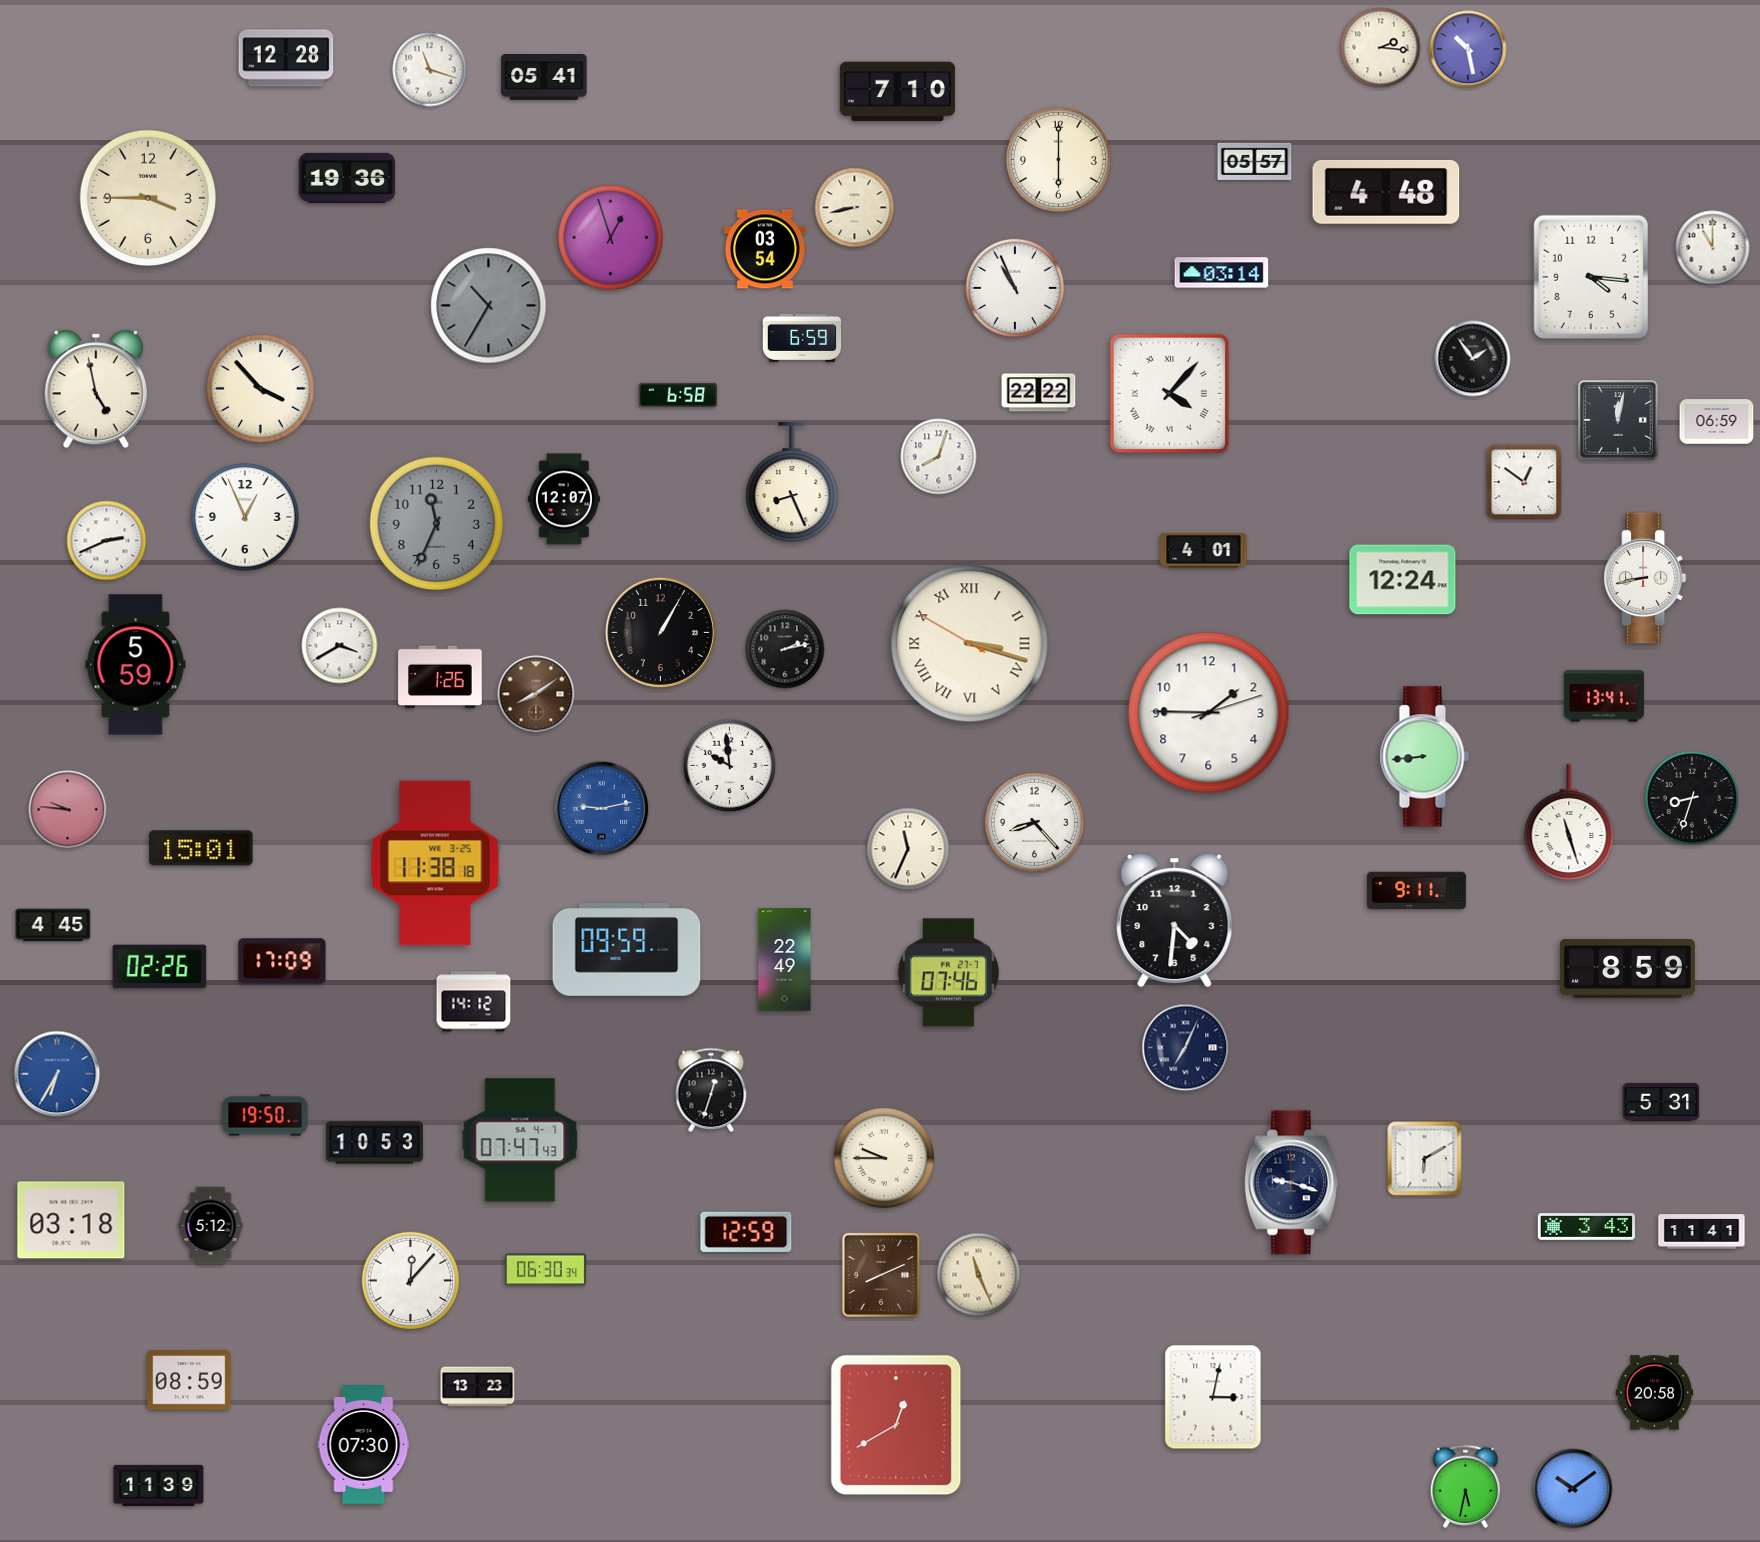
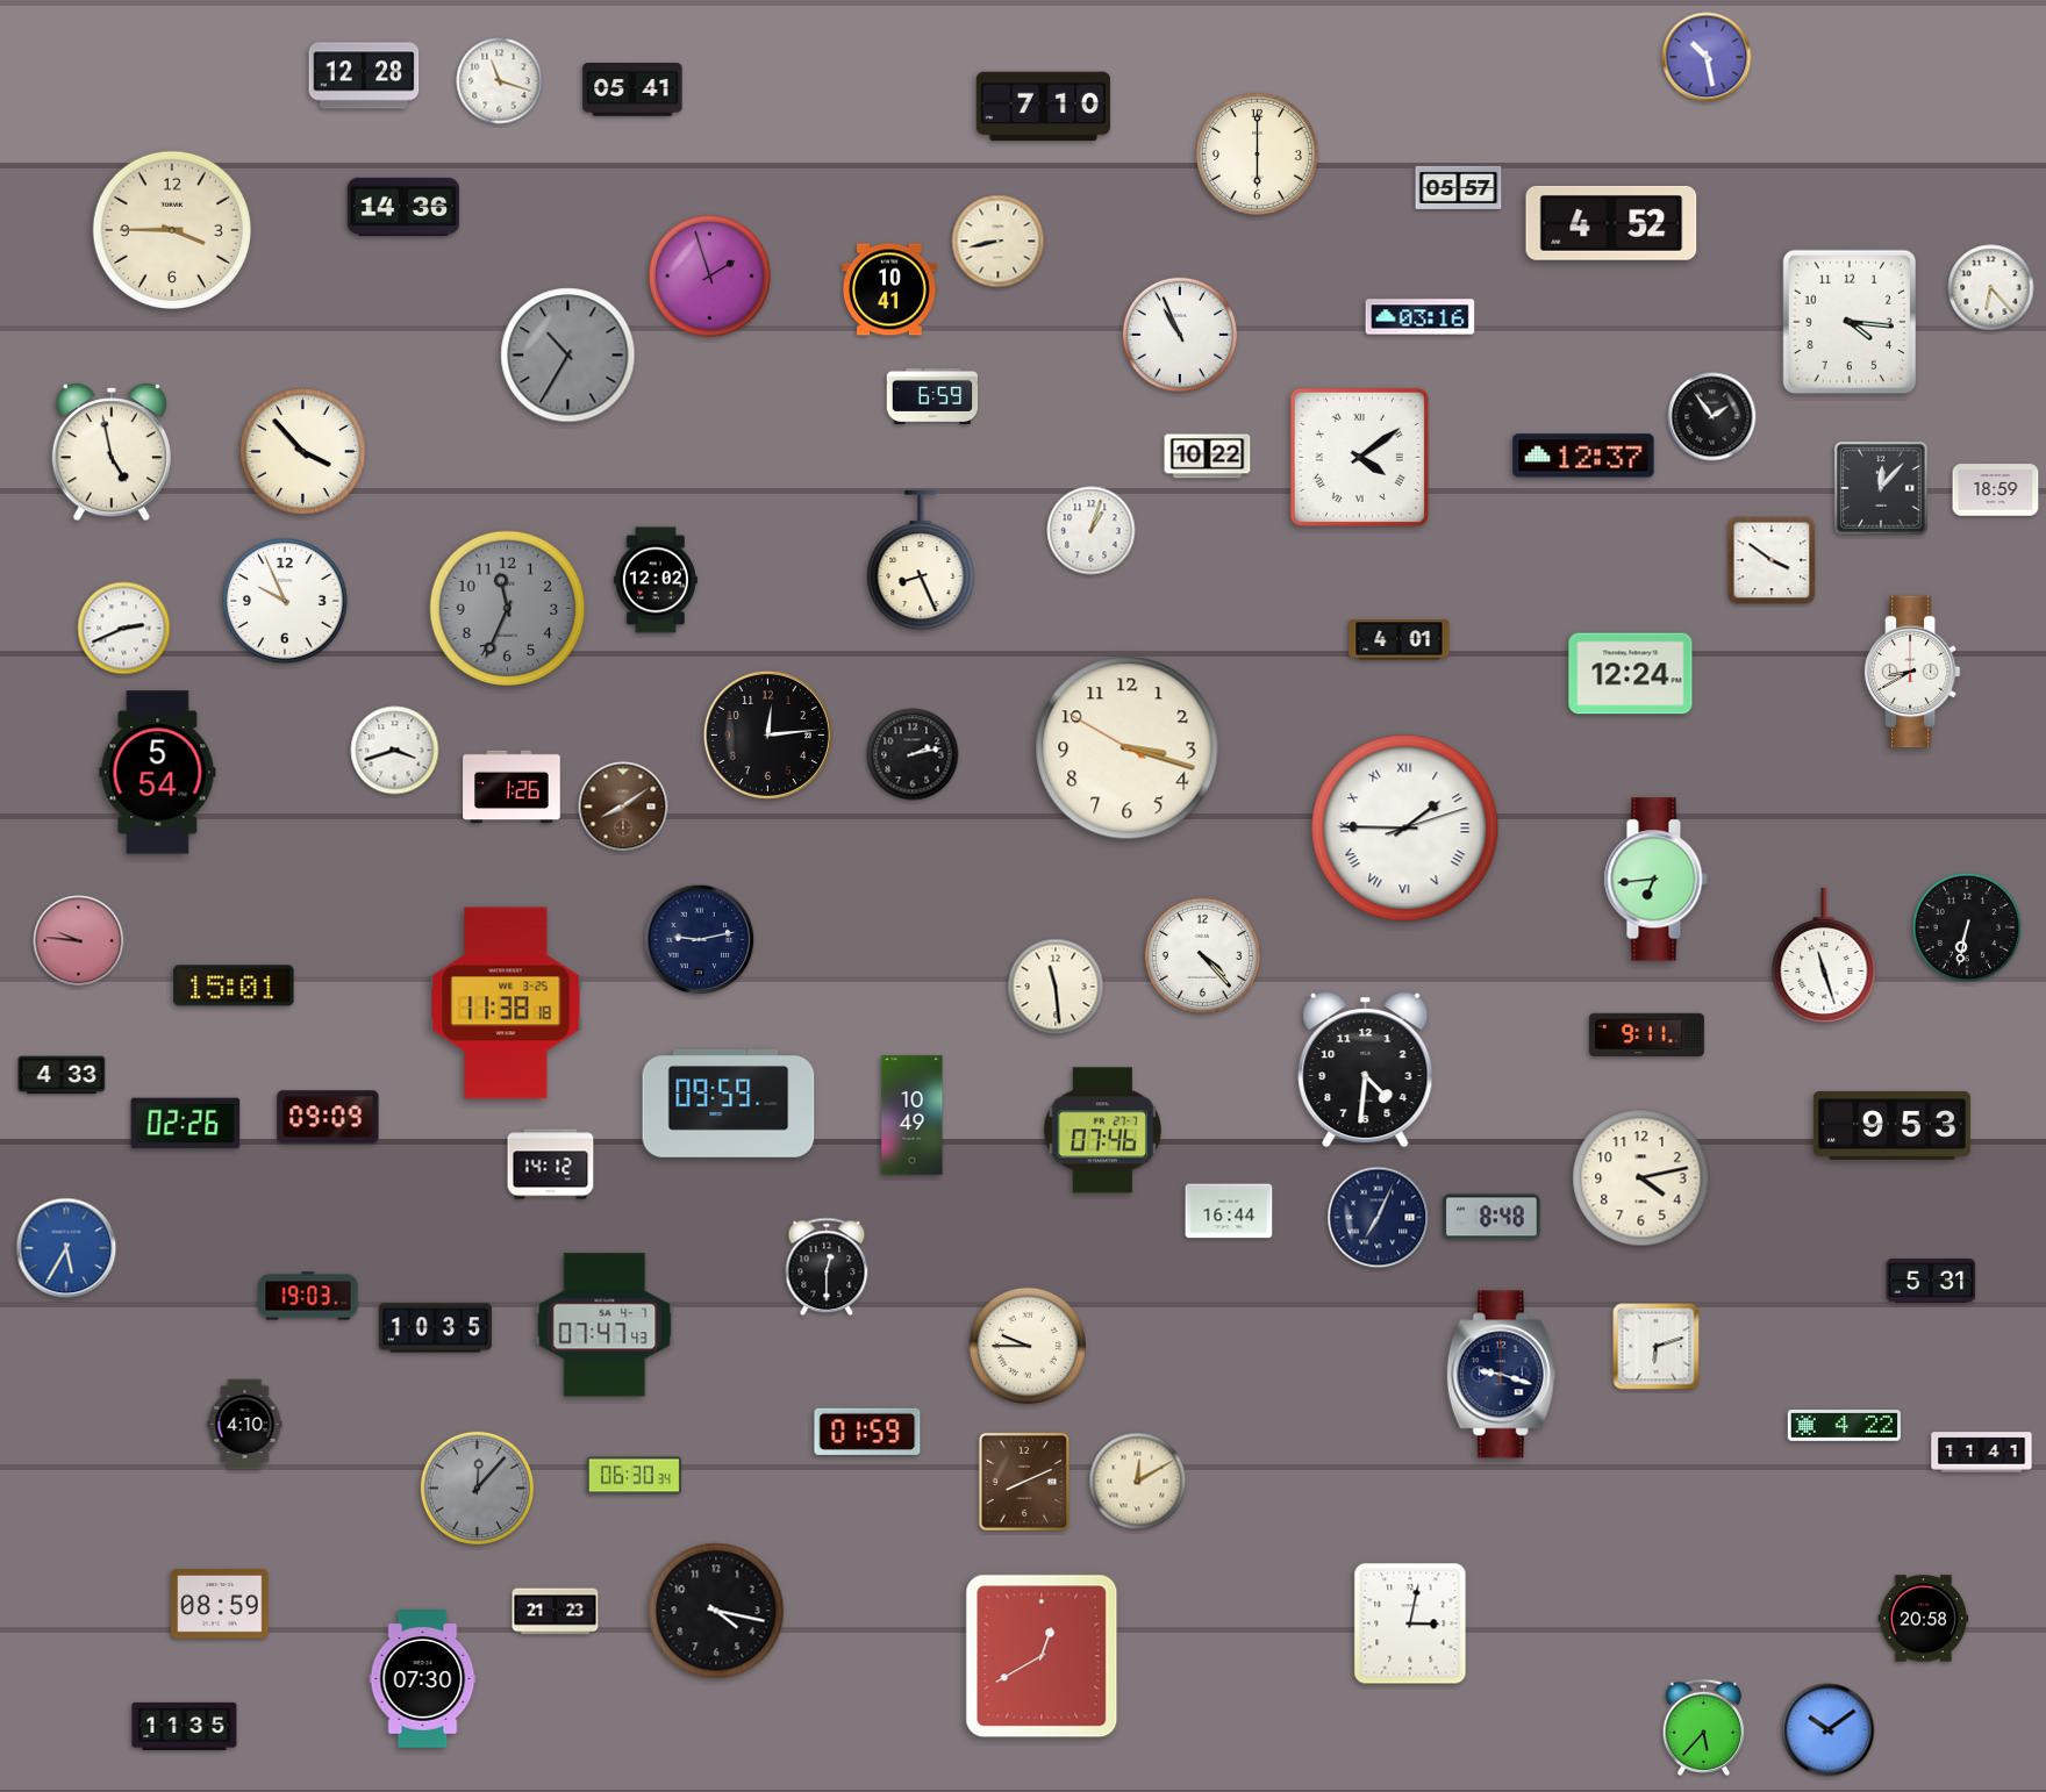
clock at (1381, 48): 2:16 -> none
clock at (286, 58) position: (286, 58) -> (364, 76)
clock at (1058, 159) position: (1058, 159) -> (1257, 153)
clock at (347, 178): 19:36 -> 14:36
clock at (1386, 192): 4:48 -> 4:52
clock at (855, 208) position: (855, 208) -> (999, 242)
clock at (610, 237): 12:57 -> 1:57
clock at (1713, 248): 11:00 -> 6:23
clock at (765, 249): 03:54 -> 10:41
clock at (1222, 273): 03:14 -> 03:16
clock at (802, 338) position: (802, 338) -> (932, 396)
clock at (1583, 456): none -> 12:37
clock at (1039, 393): 22:22 -> 10:22
clock at (1169, 393): 4:07 -> 4:09
clock at (678, 394): 6:58 -> none
clock at (1618, 420): 12:02 -> 12:07
clock at (1717, 422): 06:59 -> 18:59
clock at (939, 457): 8:03 -> 1:03
clock at (1524, 482): 12:51 -> 3:51
clock at (564, 499): 12:07 -> 12:02
clock at (245, 517): 12:56 -> 9:56
clock at (1645, 578): 8:43 -> 8:40
clock at (660, 632): 1:05 -> 12:14
clock at (970, 644) numerals: Roman -> Arabic
clock at (340, 646): 3:40 -> 3:42
clock at (136, 665): 5:59 -> 5:54
clock at (1604, 696): 13:41 -> none
clock at (1209, 713) numerals: Arabic -> Roman
clock at (1424, 757): 8:44 -> 6:44
clock at (730, 766): 9:59 -> none
clock at (1692, 798): 8:33 -> 6:32
clock at (602, 809) dial: blue -> navy
clock at (1034, 822): 8:23 -> 4:23
clock at (908, 849): 11:34 -> 11:29
clock at (53, 925): 4:45 -> 4:33
clock at (785, 960): 22:49 -> 10:49
clock at (282, 961): 17:09 -> 09:09
clock at (1627, 969): 8:59 -> 9:53
clock at (1641, 1178): none -> 4:13
clock at (1229, 1211): none -> 16:44
clock at (1491, 1217): none -> 8:48
clock at (57, 1074): 6:35 -> 5:35
clock at (711, 1090): 12:33 -> 12:30
clock at (265, 1115): 19:50 -> 19:03
clock at (374, 1143): 10:53 -> 10:35
clock at (1425, 1159): 6:10 -> 6:12
clock at (71, 1220): 03:18 -> none
clock at (211, 1226): 5:12 -> 4:10
clock at (1586, 1227): 3:43 -> 4:22
clock at (746, 1232): 12:59 -> 01:59
clock at (1702, 1232) position: (1702, 1232) -> (1982, 1453)
clock at (979, 1275): 11:26 -> 12:10
clock at (410, 1280) dial: white -> grey
clock at (716, 1611): none -> 4:17
clock at (478, 1387): 13:23 -> 21:23
clock at (159, 1485): 11:39 -> 11:35
clock at (1466, 1486): 5:32 -> 5:37
